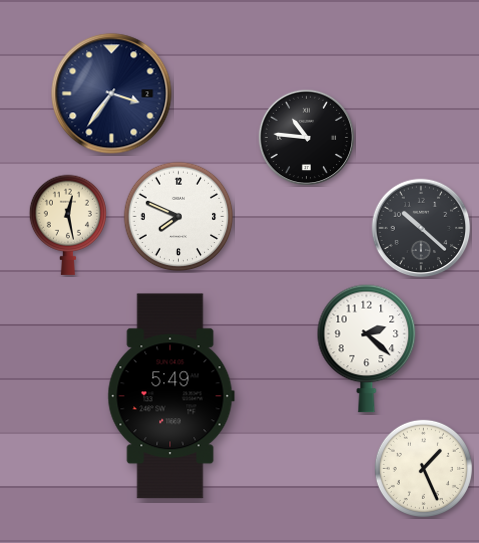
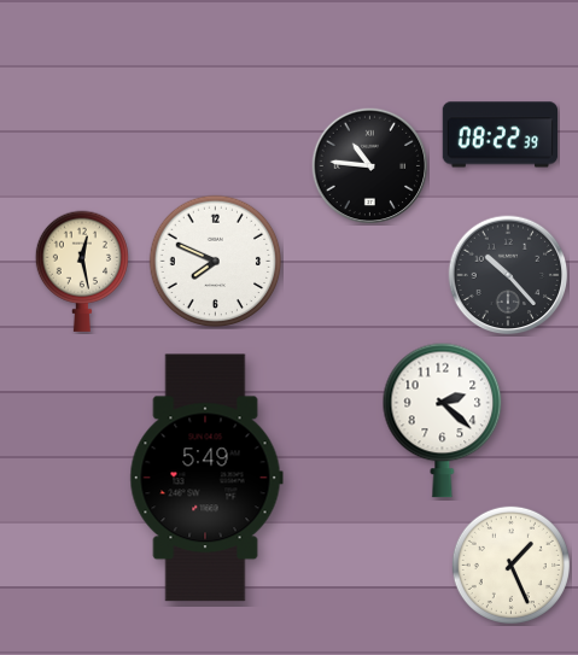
clock at (112, 94): 3:36 -> none
clock at (501, 135): none -> 08:22
clock at (421, 228): 10:22 -> 10:23
